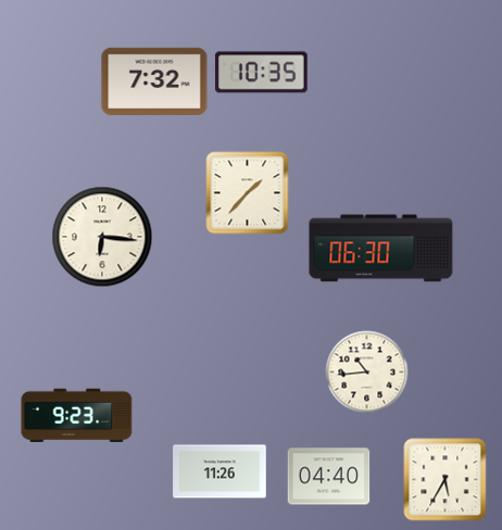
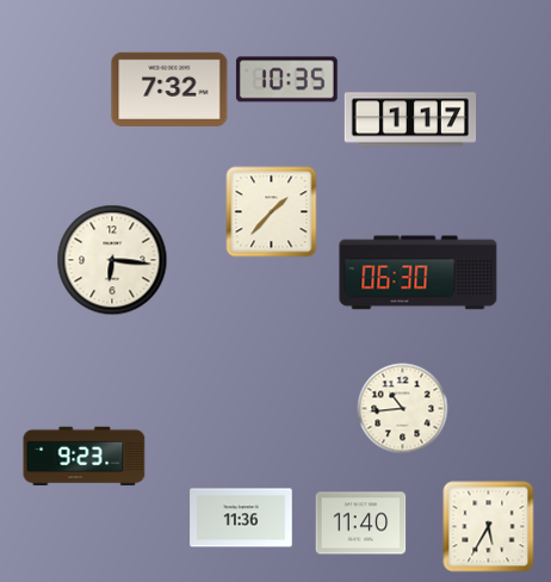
clock at (410, 119): none -> 1:17
clock at (219, 471): 11:26 -> 11:36
clock at (329, 477): 04:40 -> 11:40
